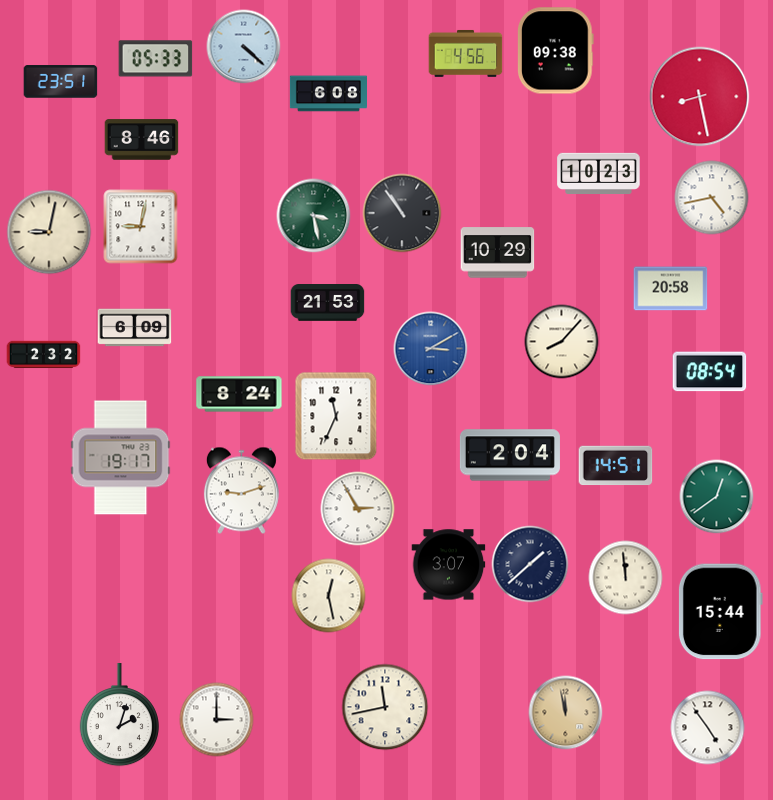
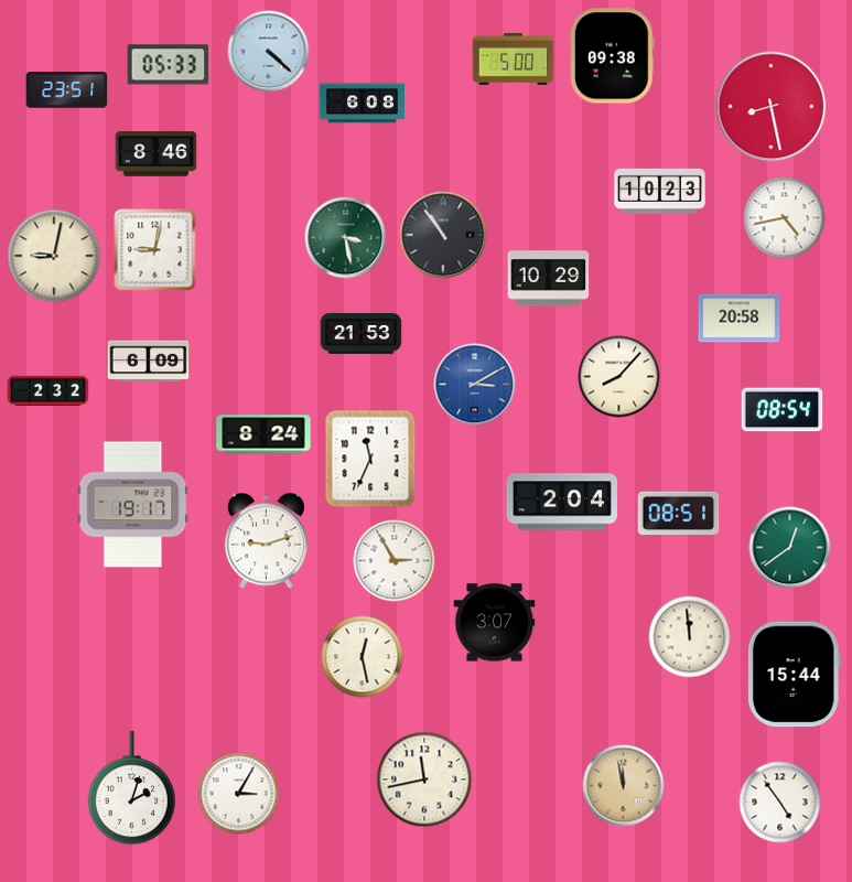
clock at (466, 53): 4:56 -> 5:00
clock at (156, 59) position: (156, 59) -> (169, 65)
clock at (616, 466): 14:51 -> 08:51
clock at (530, 564): 1:38 -> none
clock at (217, 720): 3:00 -> 3:05
